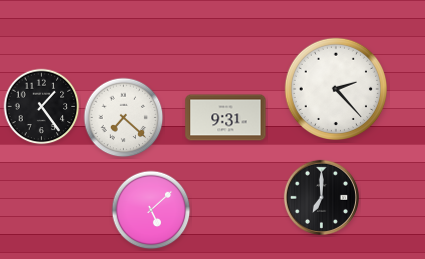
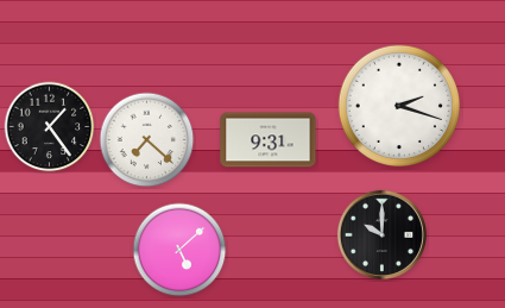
clock at (335, 88): 2:23 -> 2:18
clock at (321, 197): 7:00 -> 10:00
